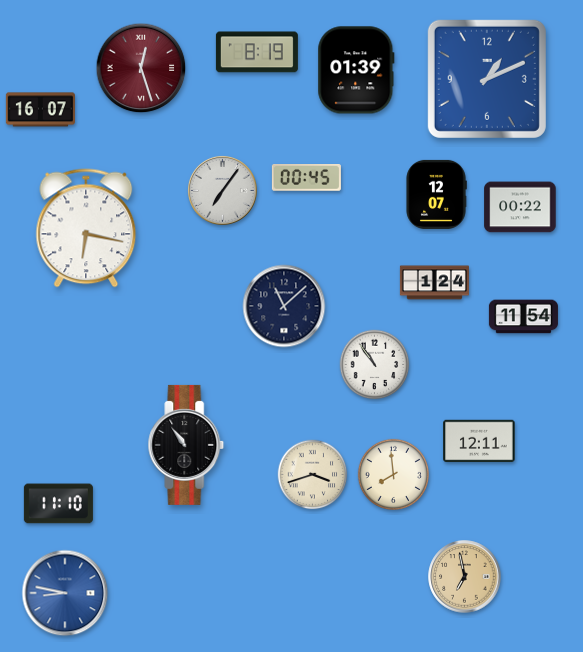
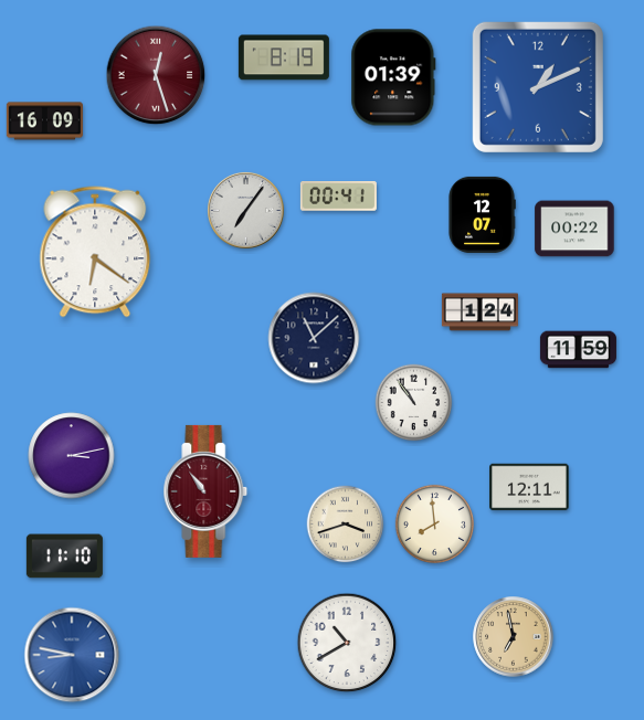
clock at (40, 110): 16:07 -> 16:09
clock at (306, 178): 00:45 -> 00:41
clock at (86, 228): 6:17 -> 6:21
clock at (523, 317): 11:54 -> 11:59
clock at (72, 456): none -> 3:13
clock at (186, 445) dial: black -> burgundy
clock at (347, 643): none -> 10:40
